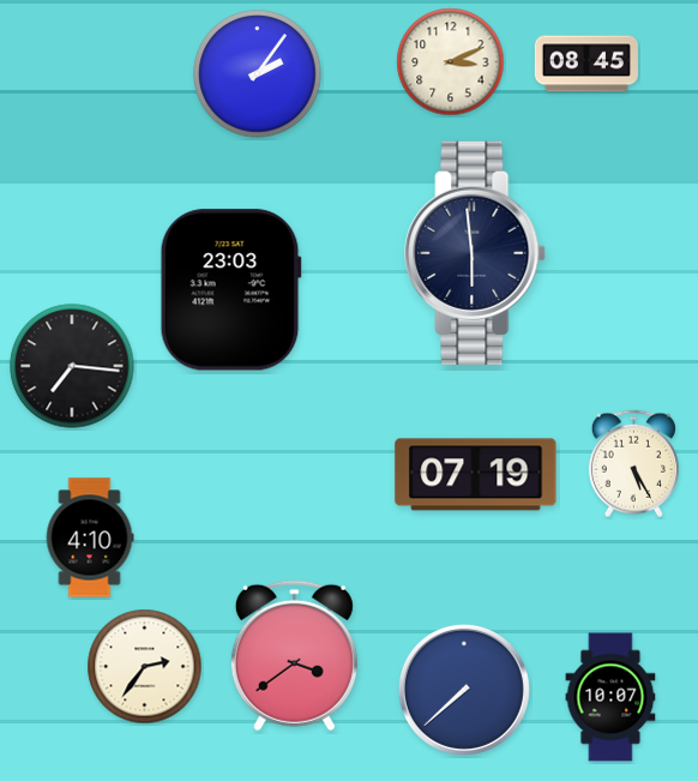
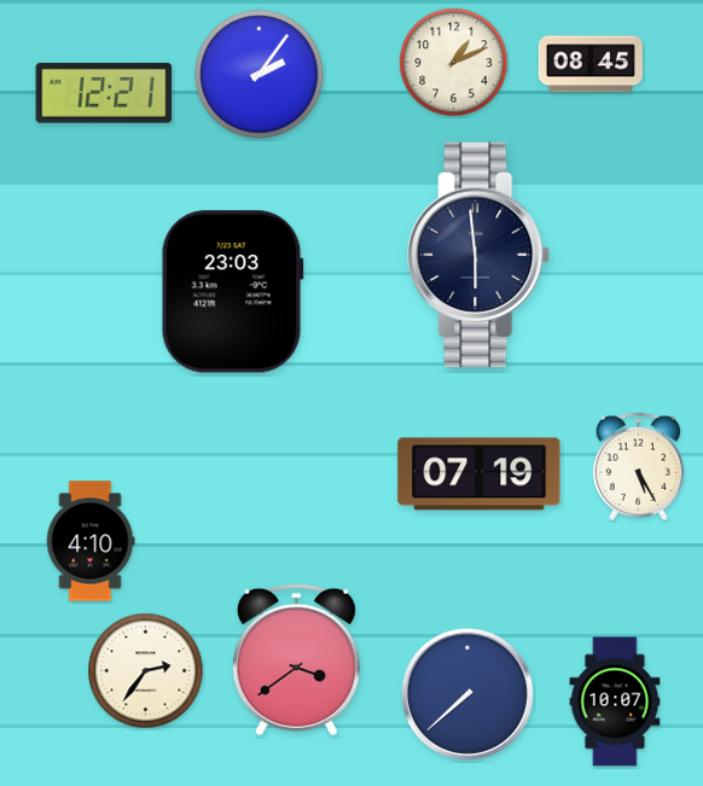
clock at (451, 62): 3:11 -> 1:11
clock at (104, 93): none -> 12:21
clock at (72, 366): 7:16 -> none
clock at (476, 475) position: (476, 475) -> (480, 474)
